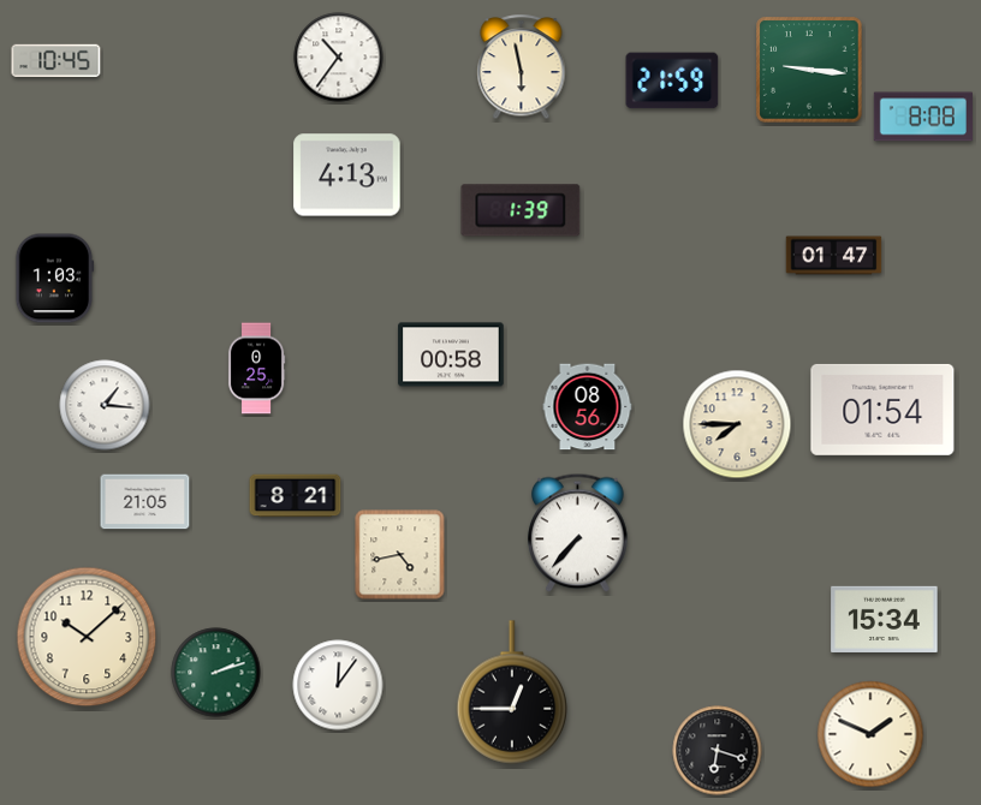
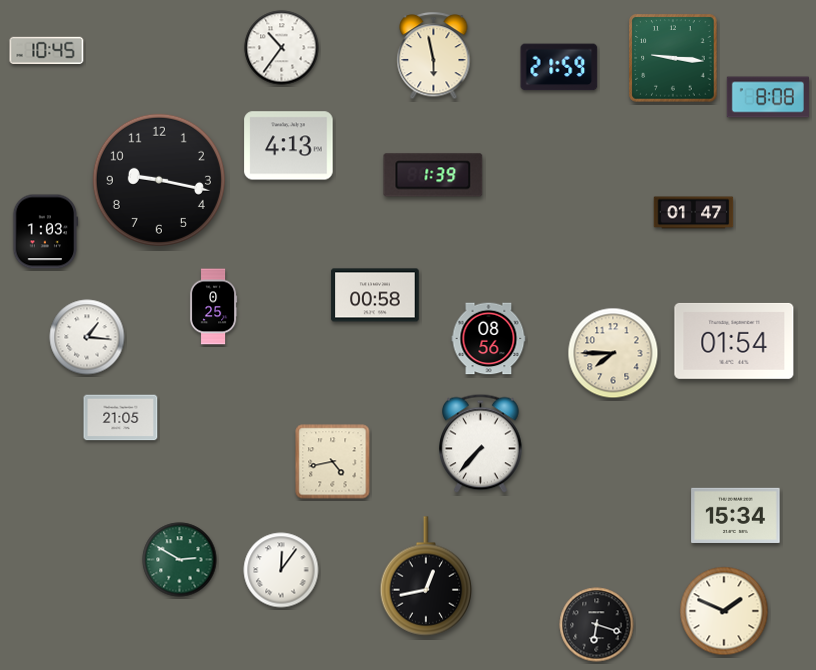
clock at (159, 180): none -> 9:17
clock at (296, 496): 8:21 -> none
clock at (87, 637): 10:08 -> none
clock at (216, 673): 2:12 -> 2:50
clock at (512, 692): 12:45 -> 12:43
